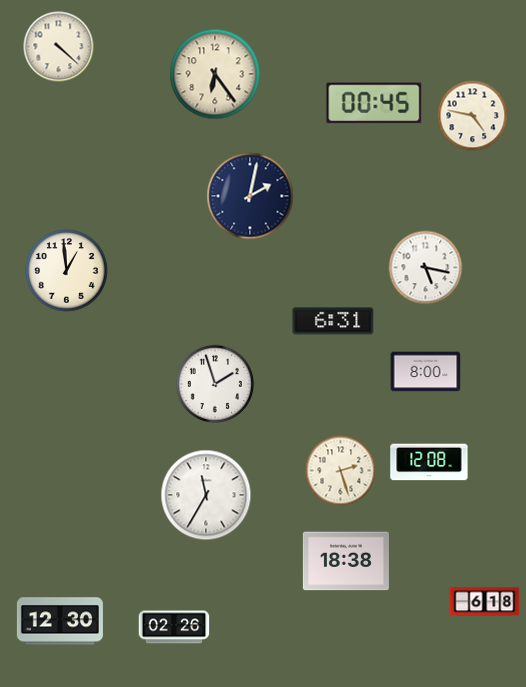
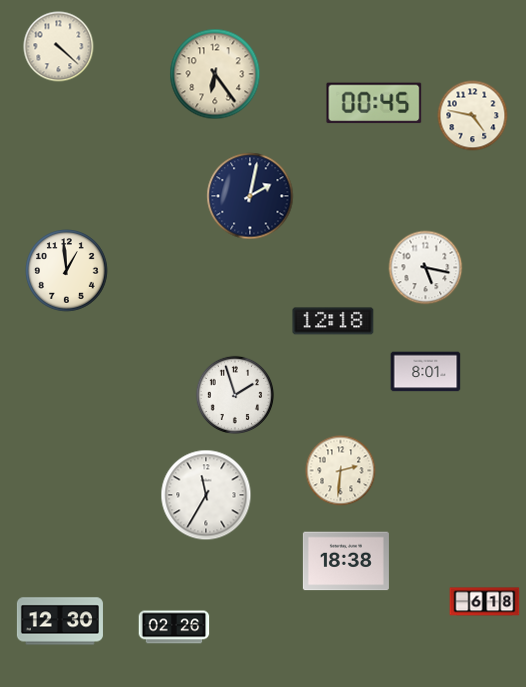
clock at (333, 321): 6:31 -> 12:18
clock at (426, 372): 8:00 -> 8:01
clock at (214, 383) position: (214, 383) -> (234, 394)
clock at (429, 462): 12:08 -> none
clock at (341, 471): 2:27 -> 2:31
